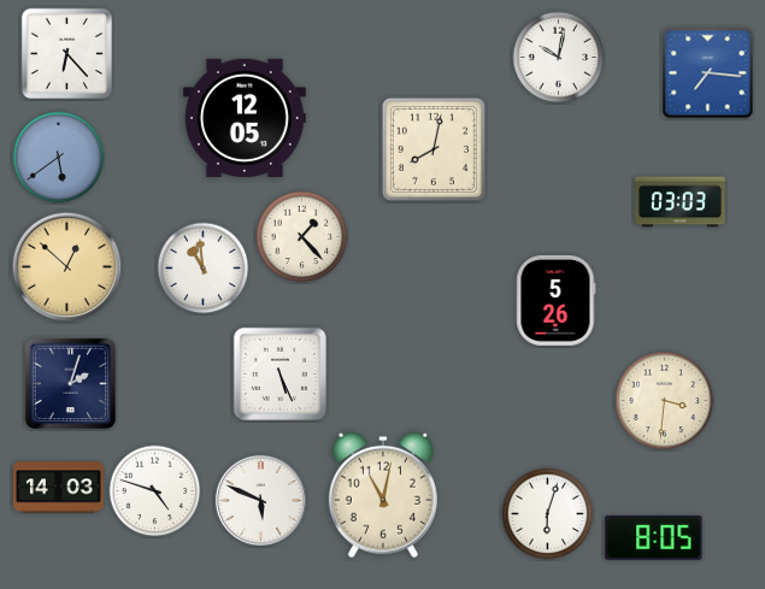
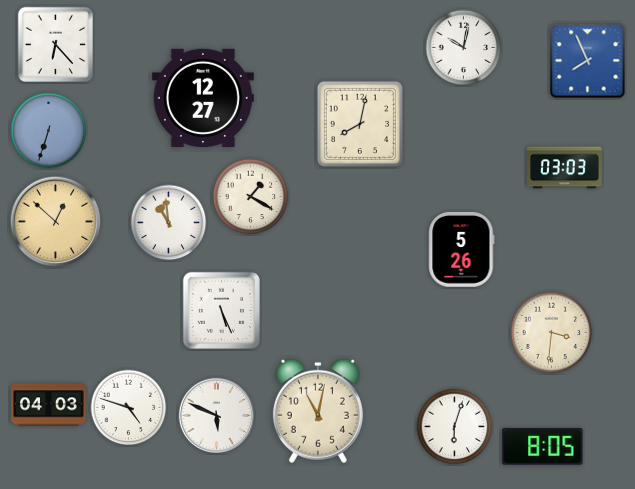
clock at (708, 73): 7:16 -> 7:56
clock at (245, 118): 12:05 -> 12:27
clock at (59, 158): 5:39 -> 6:33
clock at (302, 237): 1:23 -> 1:20
clock at (279, 373) position: (279, 373) -> (221, 310)
clock at (71, 384): 2:03 -> none
clock at (59, 488): 14:03 -> 04:03
